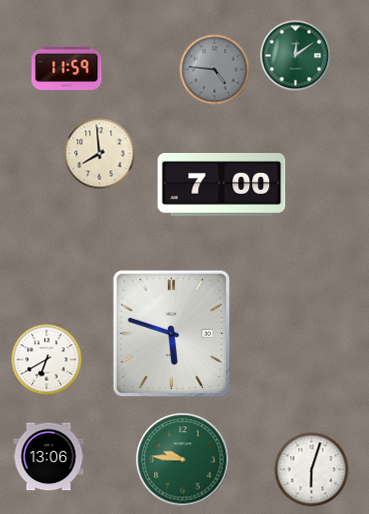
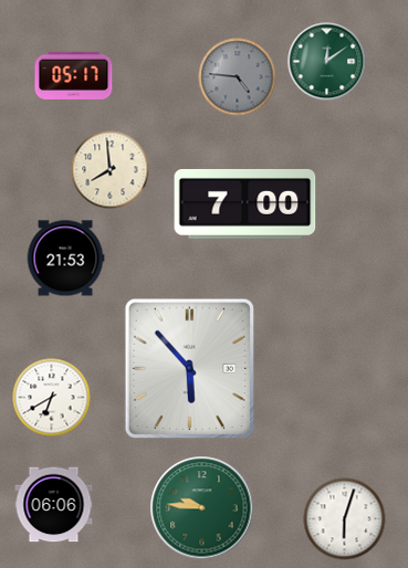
clock at (67, 68): 11:59 -> 05:17
clock at (65, 259): none -> 21:53
clock at (172, 334): 5:48 -> 5:53
clock at (49, 457): 13:06 -> 06:06
